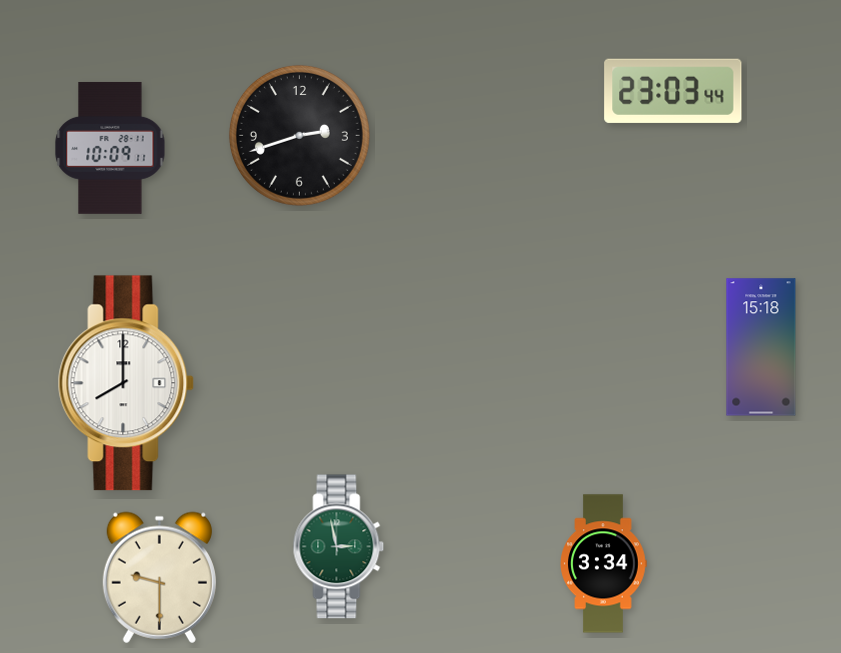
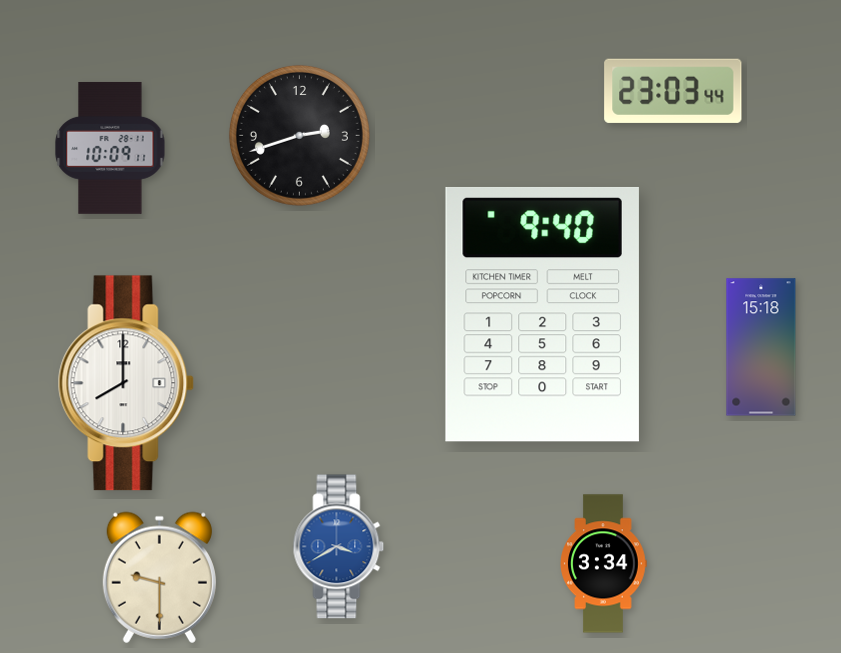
clock at (542, 314): none -> 9:40
clock at (339, 547): 2:58 -> 3:40
clock at (339, 547) dial: green -> blue
